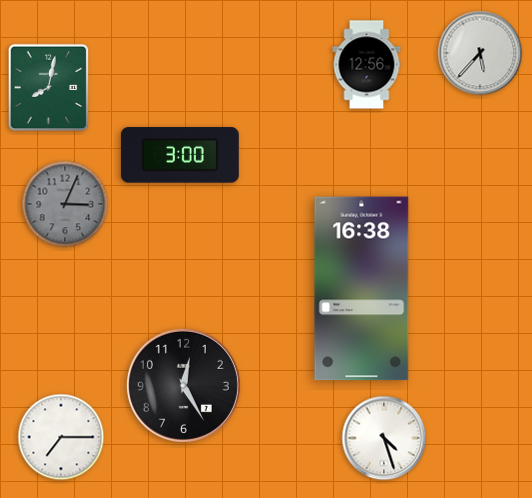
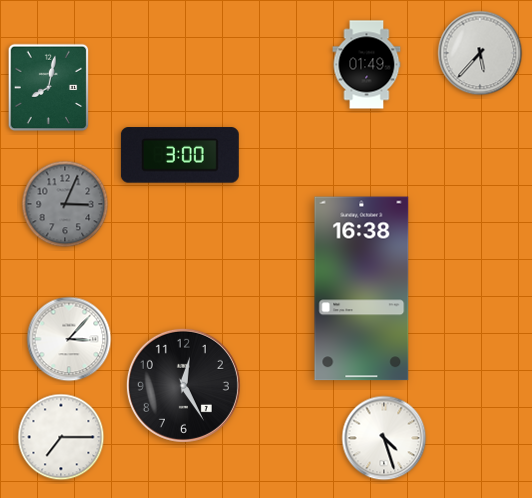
clock at (367, 65): 12:56 -> 01:49
clock at (69, 339): none -> 3:07
